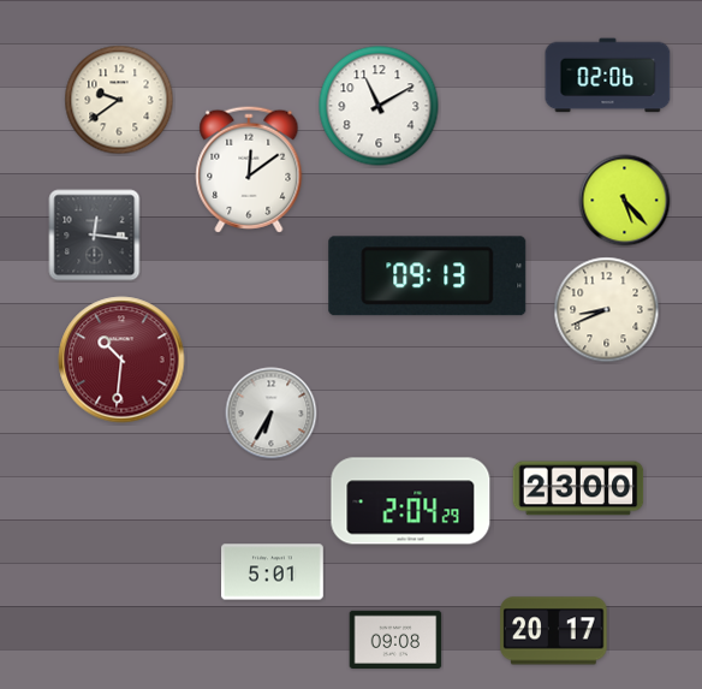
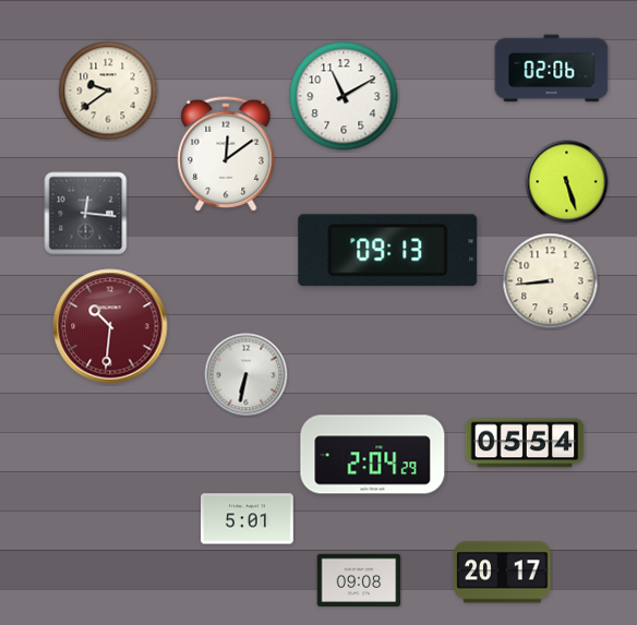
clock at (625, 201): 5:23 -> 5:27
clock at (607, 310): 8:41 -> 8:44
clock at (272, 414): 6:35 -> 6:32
clock at (578, 488): 23:00 -> 05:54
